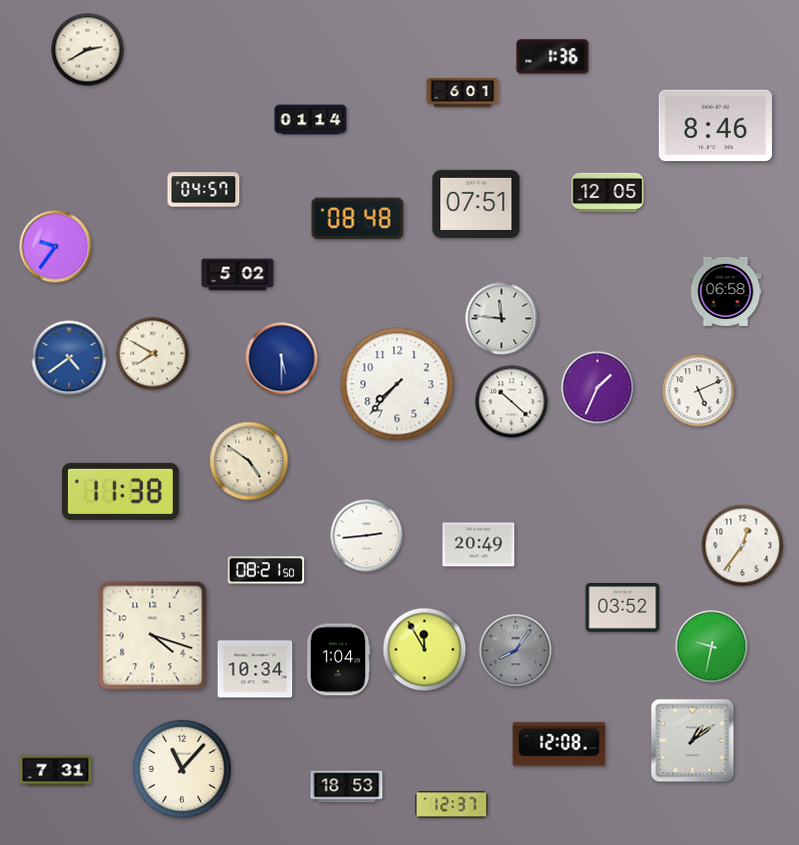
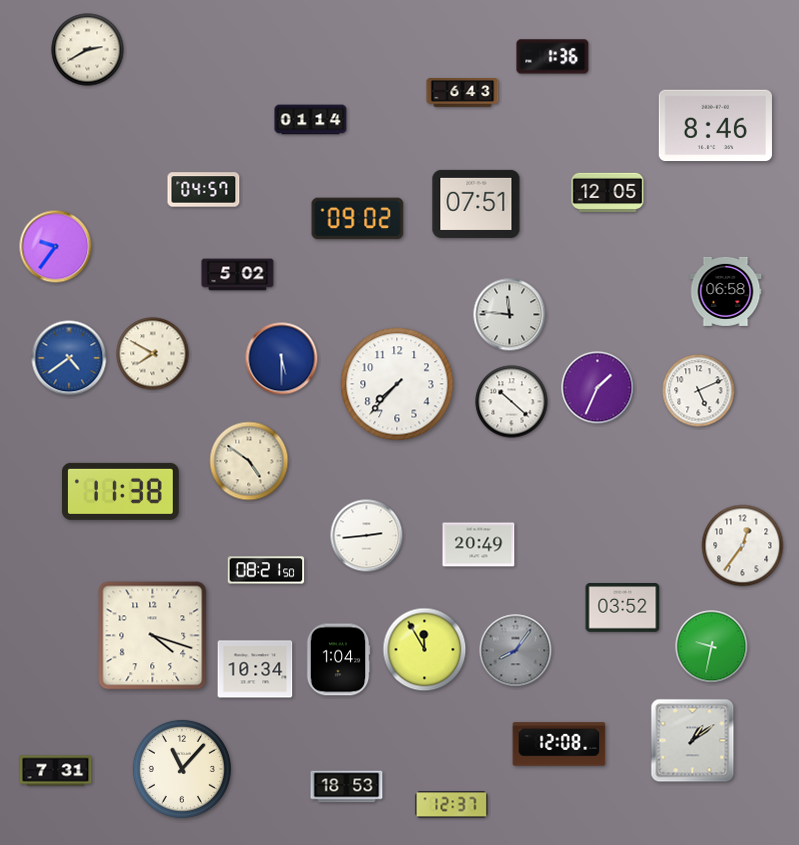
clock at (463, 93): 6:01 -> 6:43
clock at (358, 219): 08:48 -> 09:02
clock at (502, 319) position: (502, 319) -> (510, 315)
